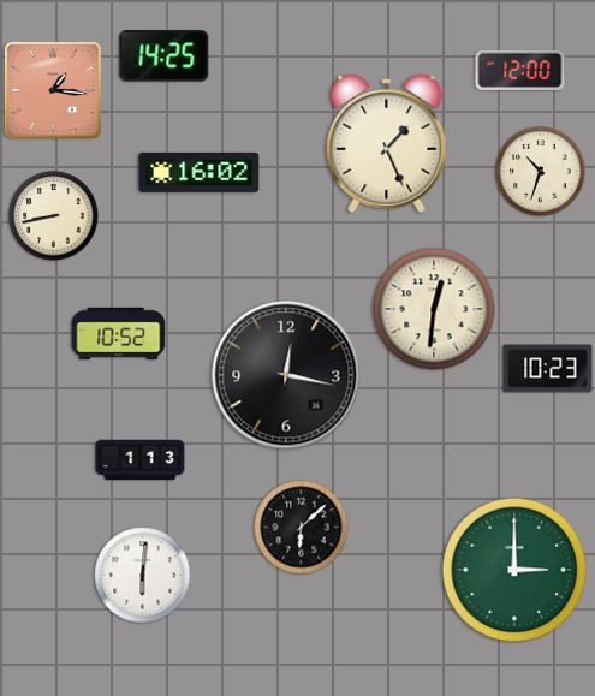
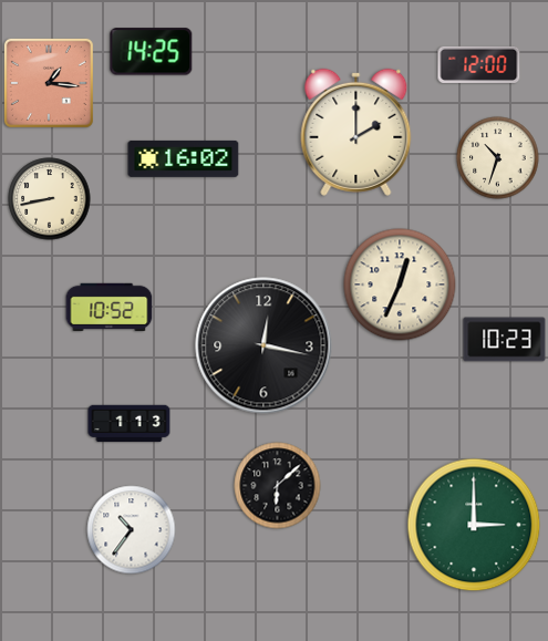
clock at (387, 143): 1:26 -> 2:00
clock at (434, 309): 12:31 -> 12:34
clock at (143, 576): 6:01 -> 10:36
